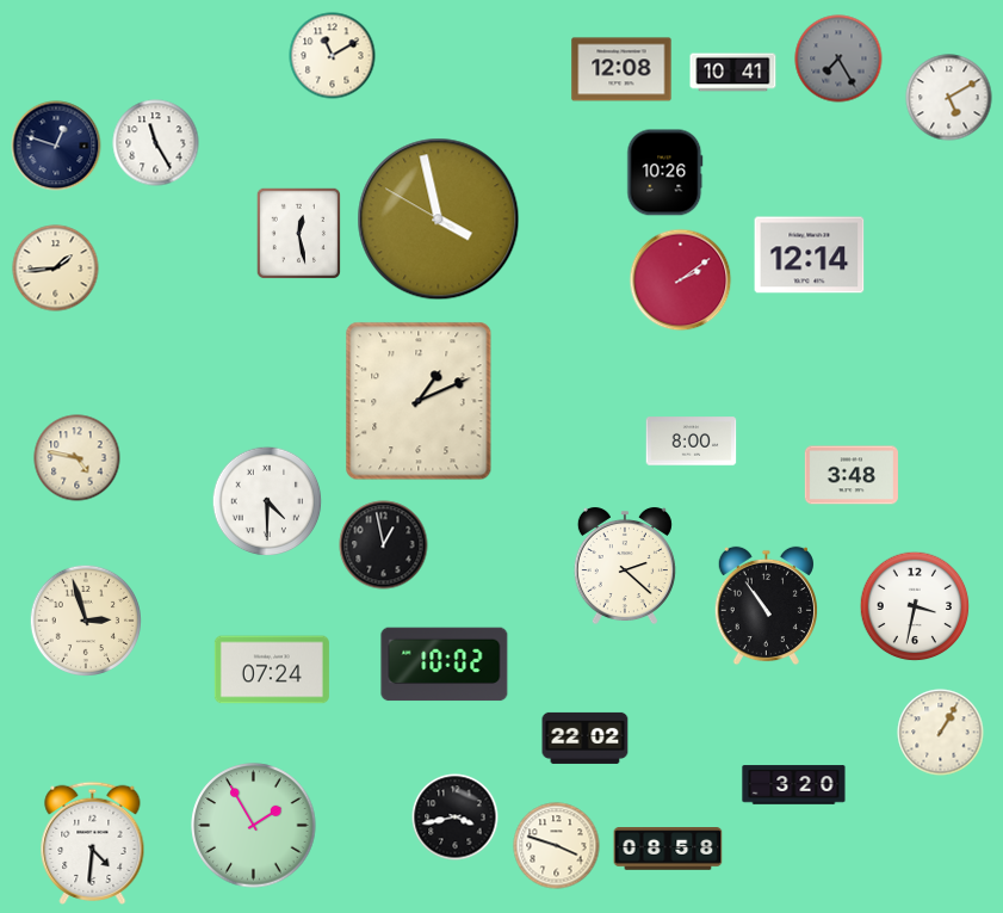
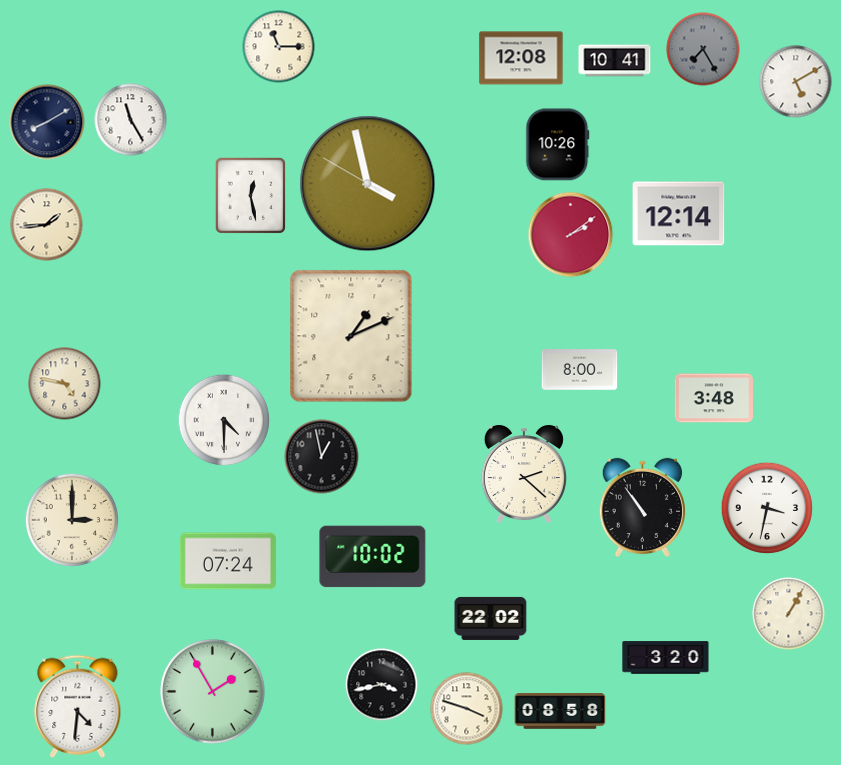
clock at (333, 56): 11:10 -> 11:15
clock at (56, 146): 12:48 -> 8:10
clock at (85, 619): 2:57 -> 3:00
